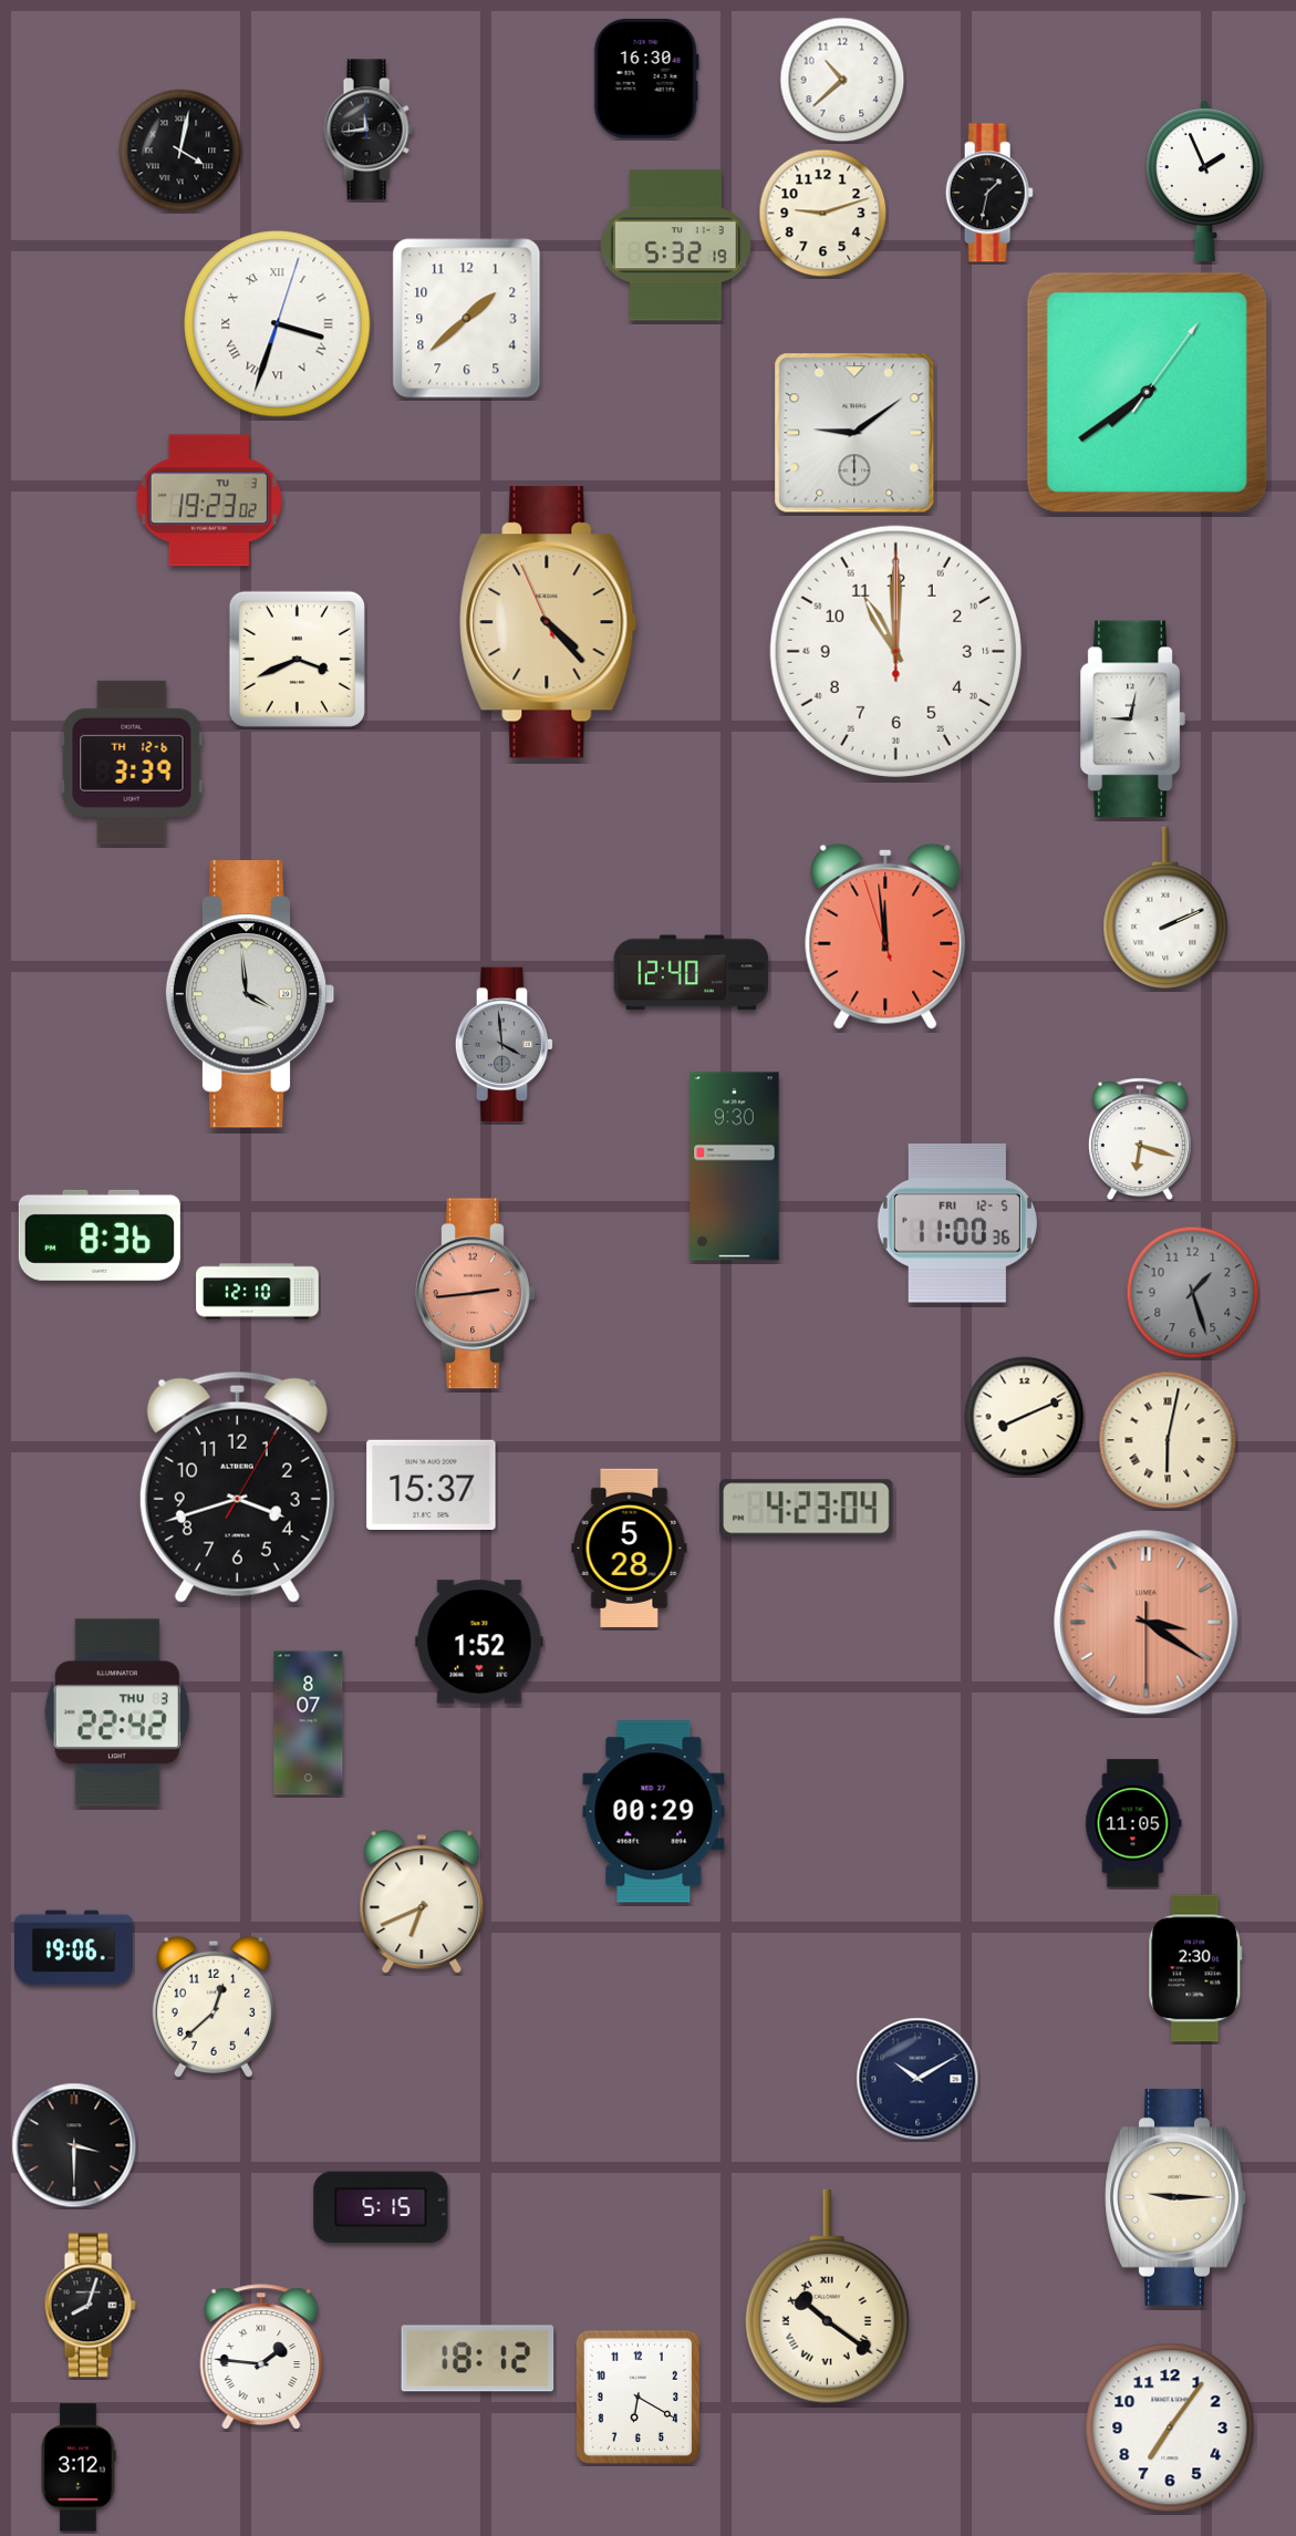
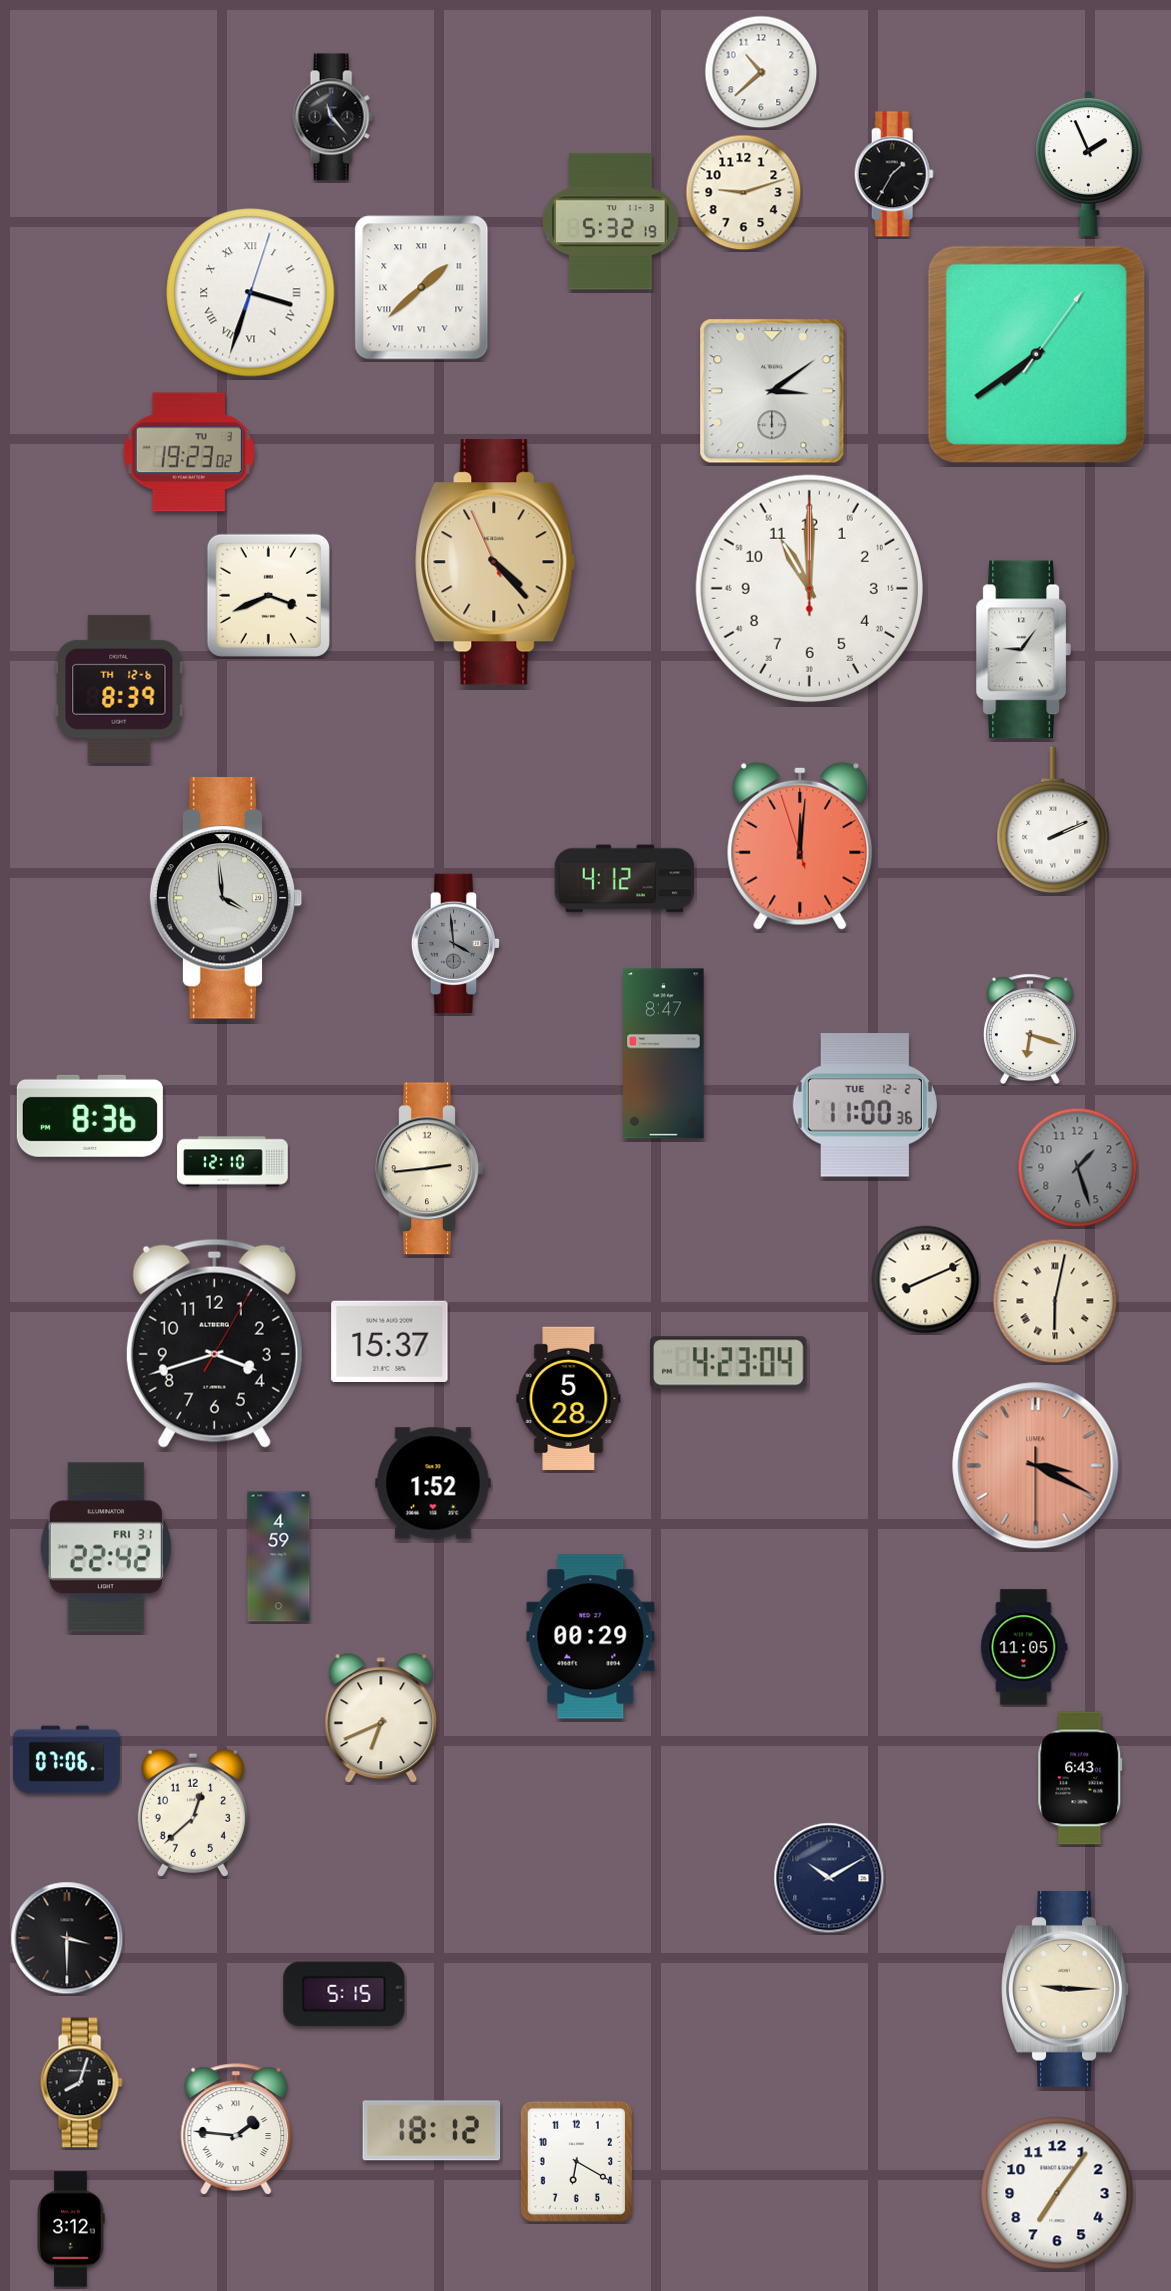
clock at (646, 79): 16:30 -> none
clock at (369, 130): 11:44 -> 11:23
clock at (180, 151): 4:02 -> none
clock at (989, 193): 1:32 -> 1:35
clock at (467, 319) numerals: Arabic -> Roman
clock at (854, 433): 9:09 -> 3:09
clock at (1132, 720): 9:02 -> 9:06
clock at (132, 763): 3:39 -> 8:39
clock at (885, 936): 11:58 -> 12:00
clock at (692, 973): 12:40 -> 4:12
clock at (735, 1167): 9:30 -> 8:47
clock at (957, 1223) date: FRI 12-5 -> TUE 12-2
clock at (258, 1292) position: (258, 1292) -> (233, 1162)
clock at (476, 1294) dial: salmon -> cream
clock at (1147, 1623): 3:20 -> 3:19
clock at (117, 1712) date: THU 3 -> FRI 31
clock at (309, 1724): 8:07 -> 4:59
clock at (73, 1948): 19:06 -> 07:06
clock at (1195, 1968): 2:30 -> 6:43
clock at (1175, 2197) position: (1175, 2197) -> (1065, 1989)
clock at (827, 2296): 10:21 -> none
clock at (637, 2397) position: (637, 2397) -> (576, 2161)
